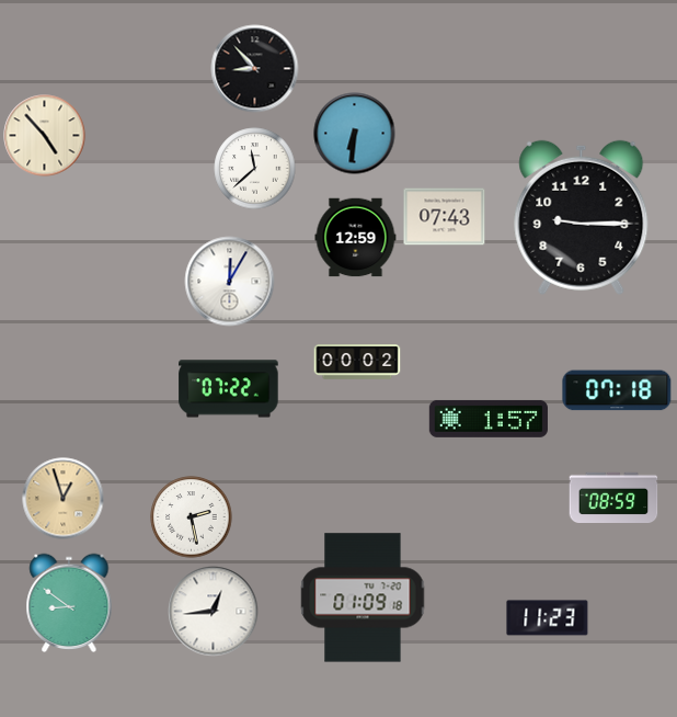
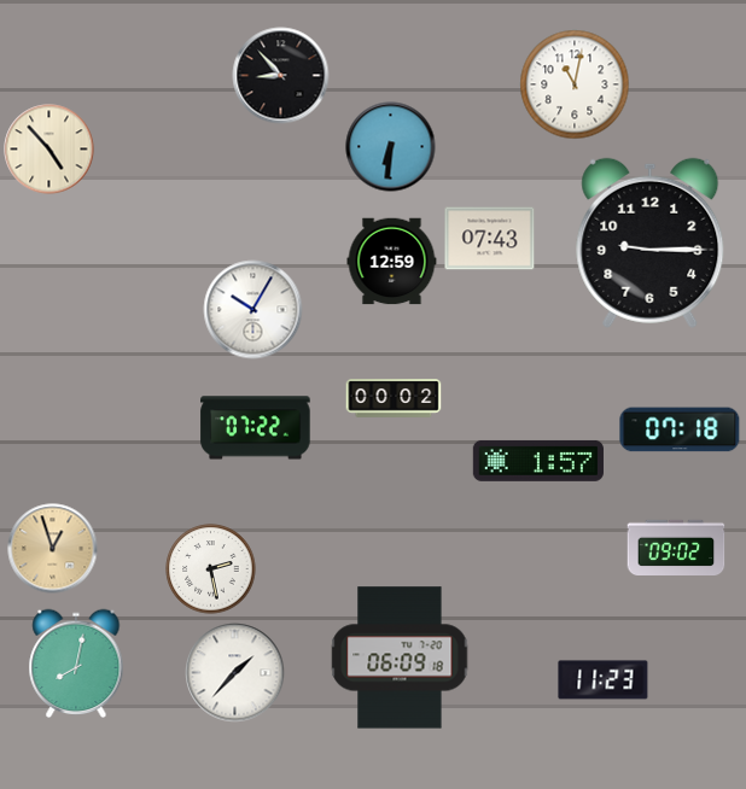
clock at (575, 84): none -> 11:02
clock at (255, 169): 11:38 -> none
clock at (582, 217) position: (582, 217) -> (651, 242)
clock at (230, 282): 12:05 -> 10:05
clock at (229, 389) position: (229, 389) -> (256, 428)
clock at (613, 498): 08:59 -> 09:02
clock at (64, 499) position: (64, 499) -> (53, 549)
clock at (363, 597): 01:09 -> 06:09
clock at (69, 602): 8:51 -> 8:02
clock at (214, 612): 12:44 -> 1:37
